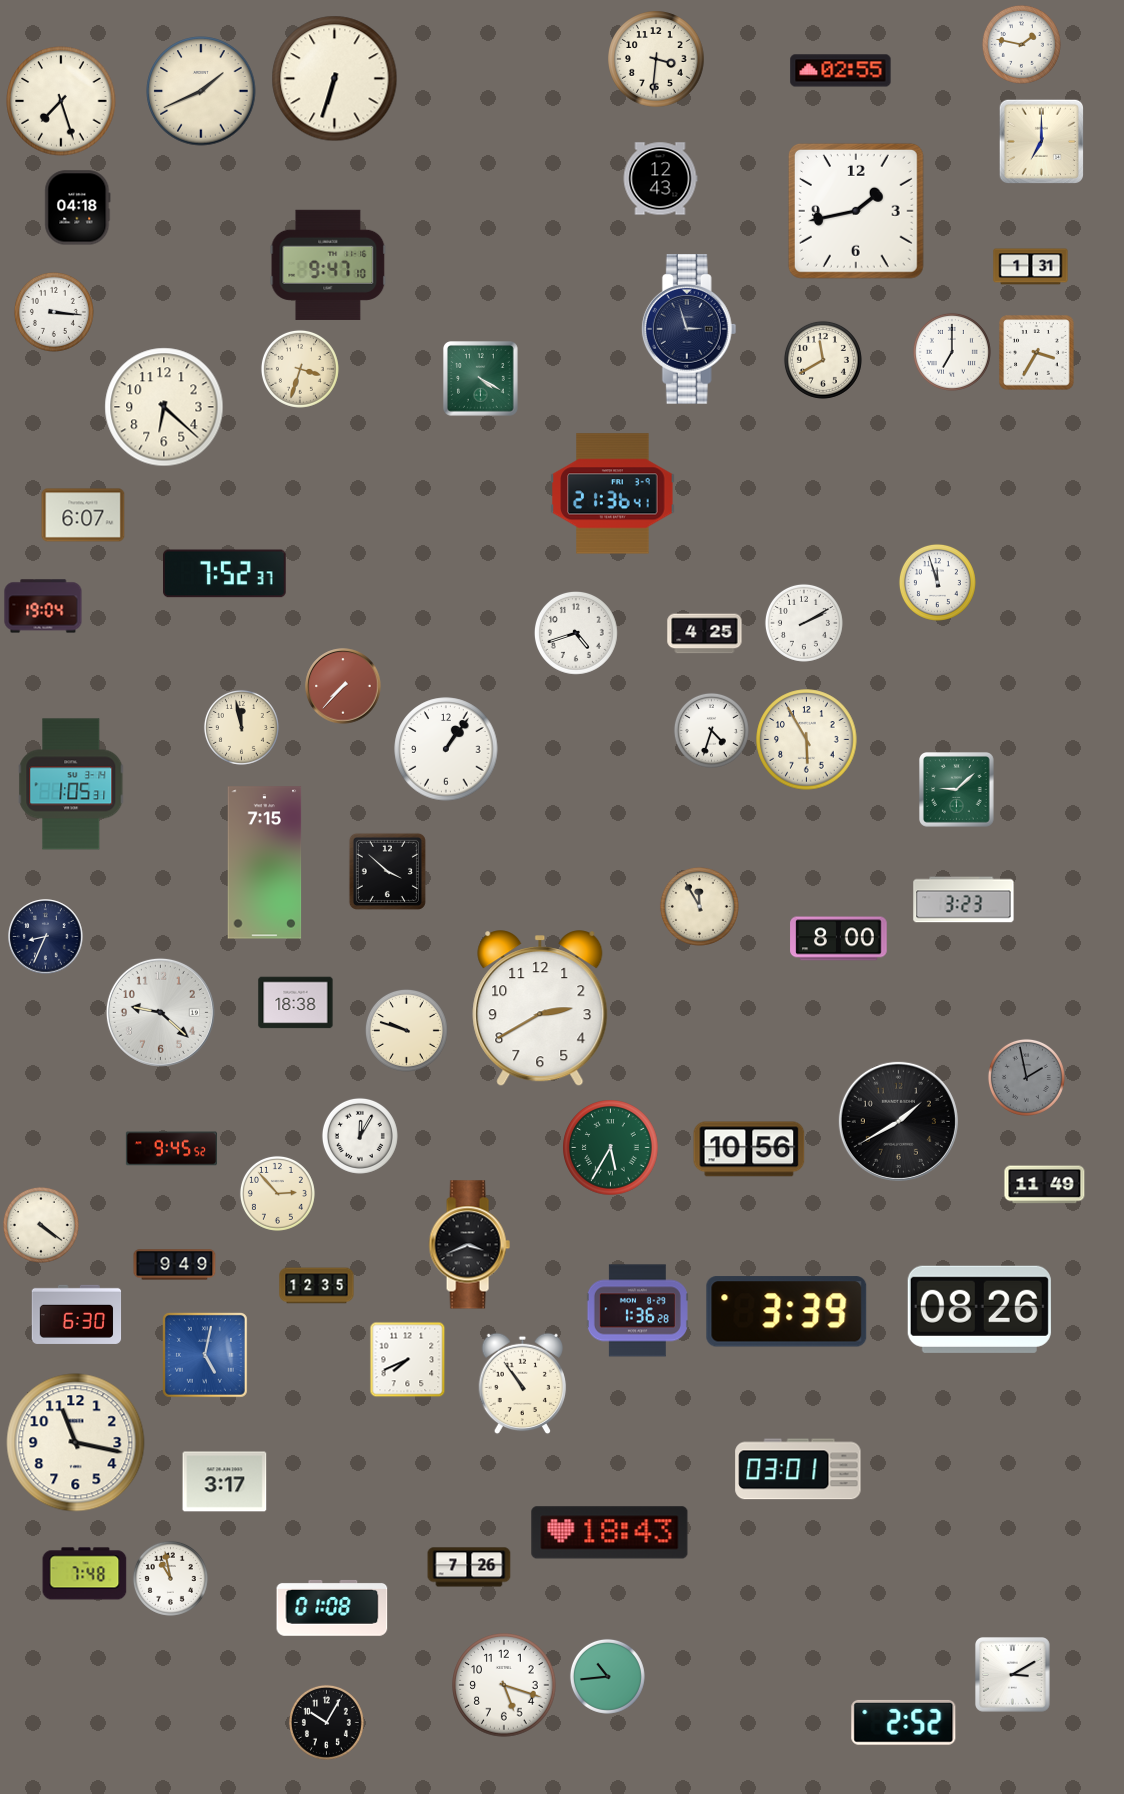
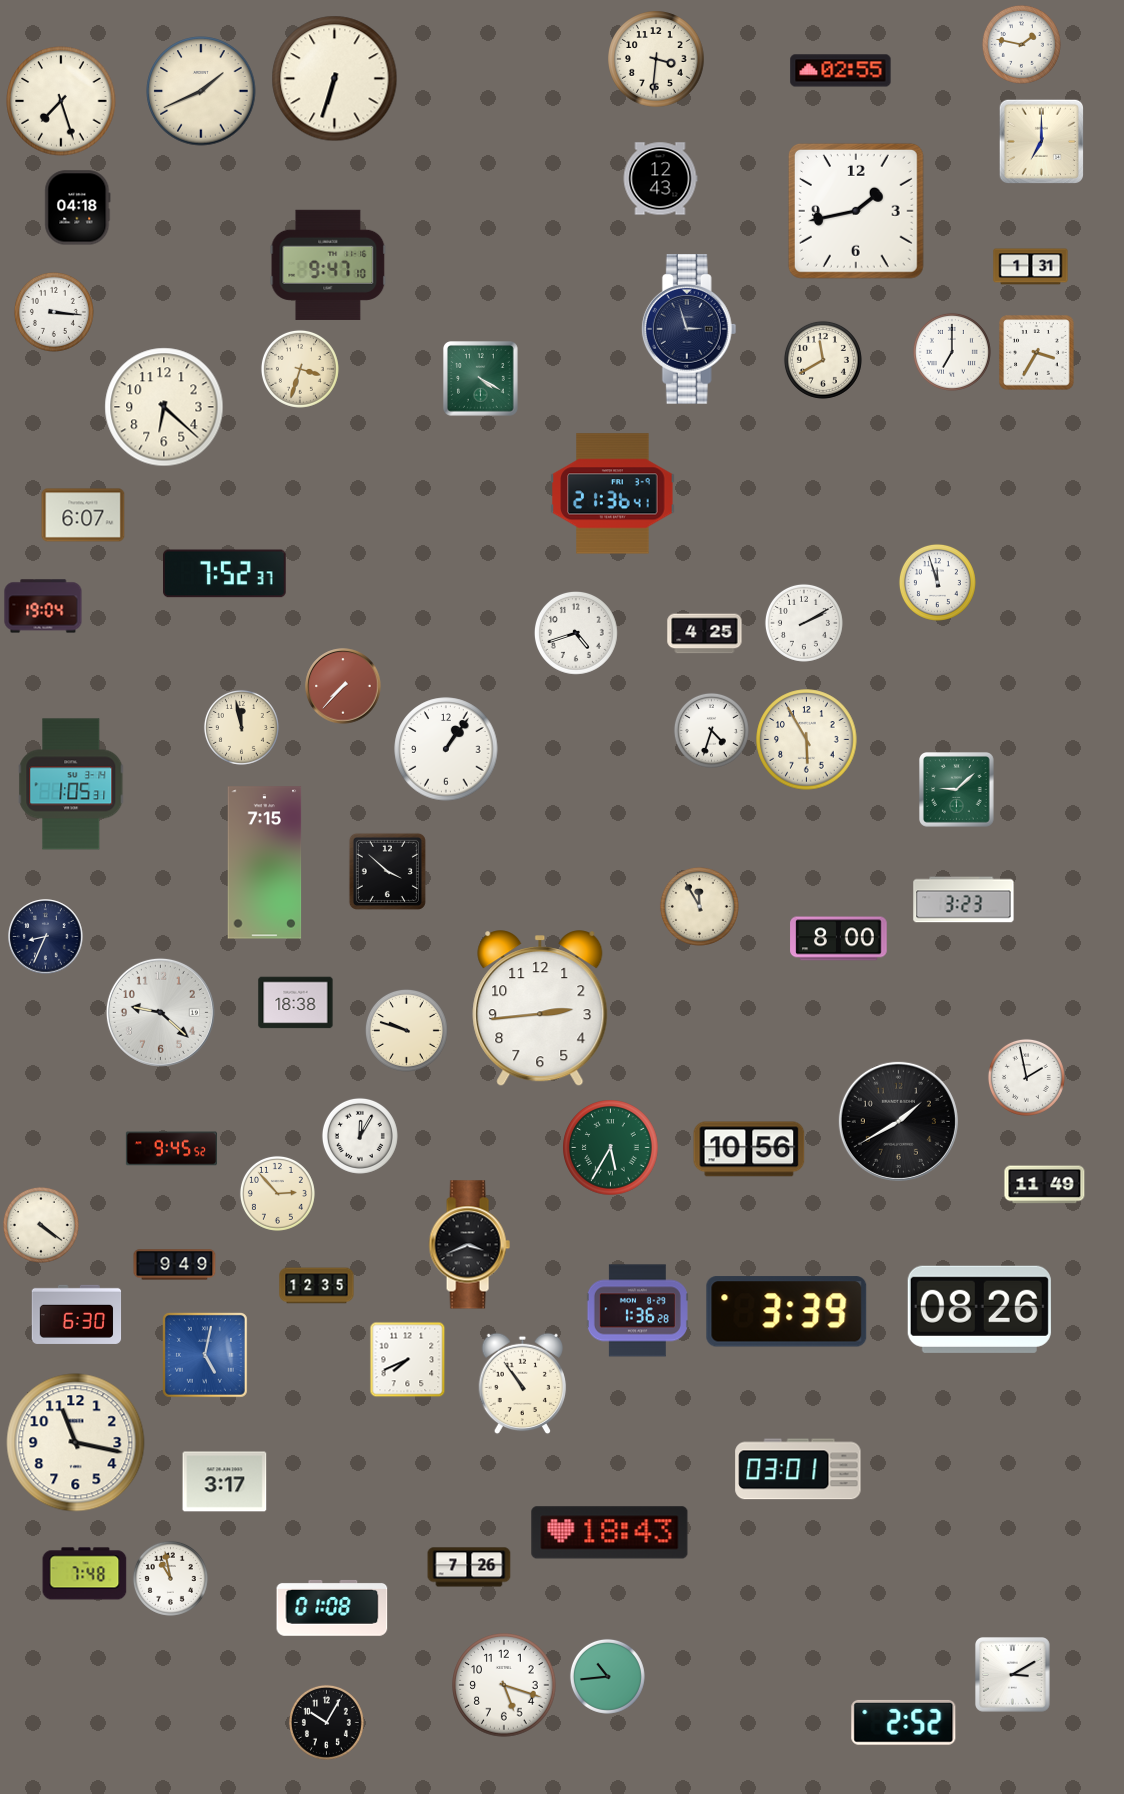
clock at (540, 1009): 2:40 -> 2:44
clock at (1026, 1077) dial: grey -> white
